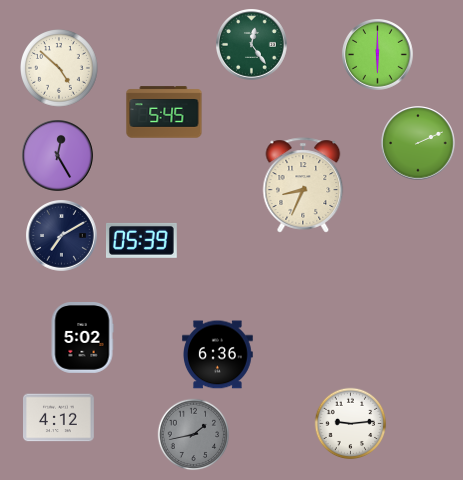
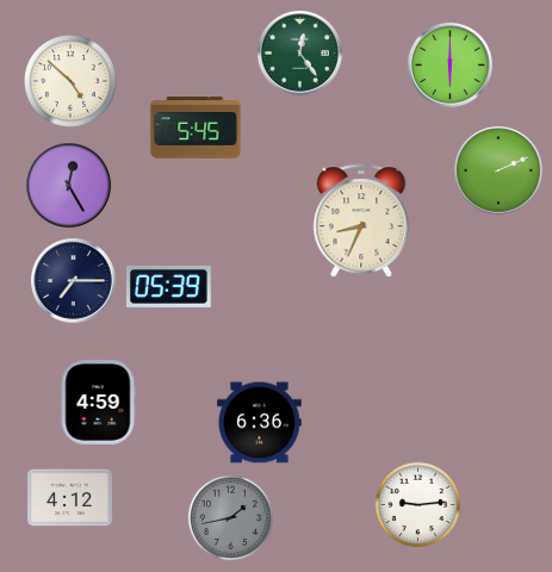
clock at (164, 112) position: (164, 112) -> (196, 128)
clock at (62, 236): 7:10 -> 7:15
clock at (82, 338): 5:02 -> 4:59
